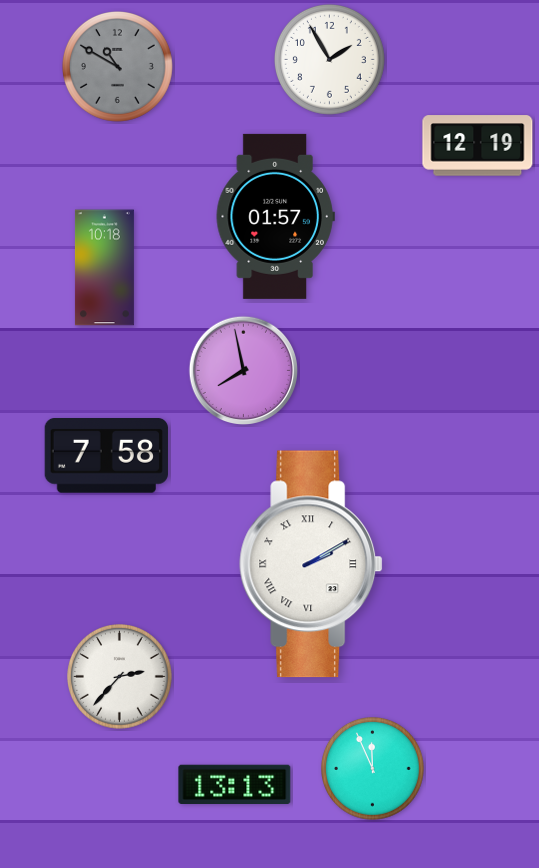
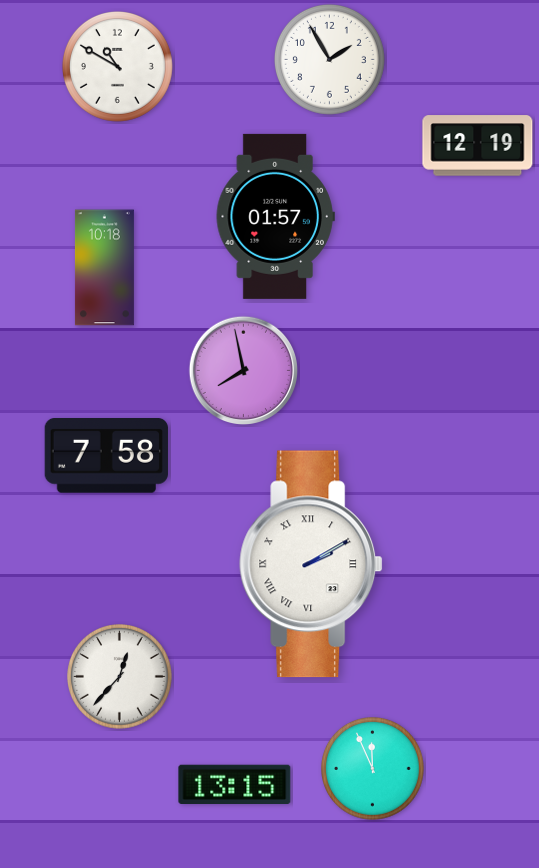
clock at (117, 66) dial: grey -> white
clock at (120, 677): 2:37 -> 12:37
clock at (235, 784): 13:13 -> 13:15
